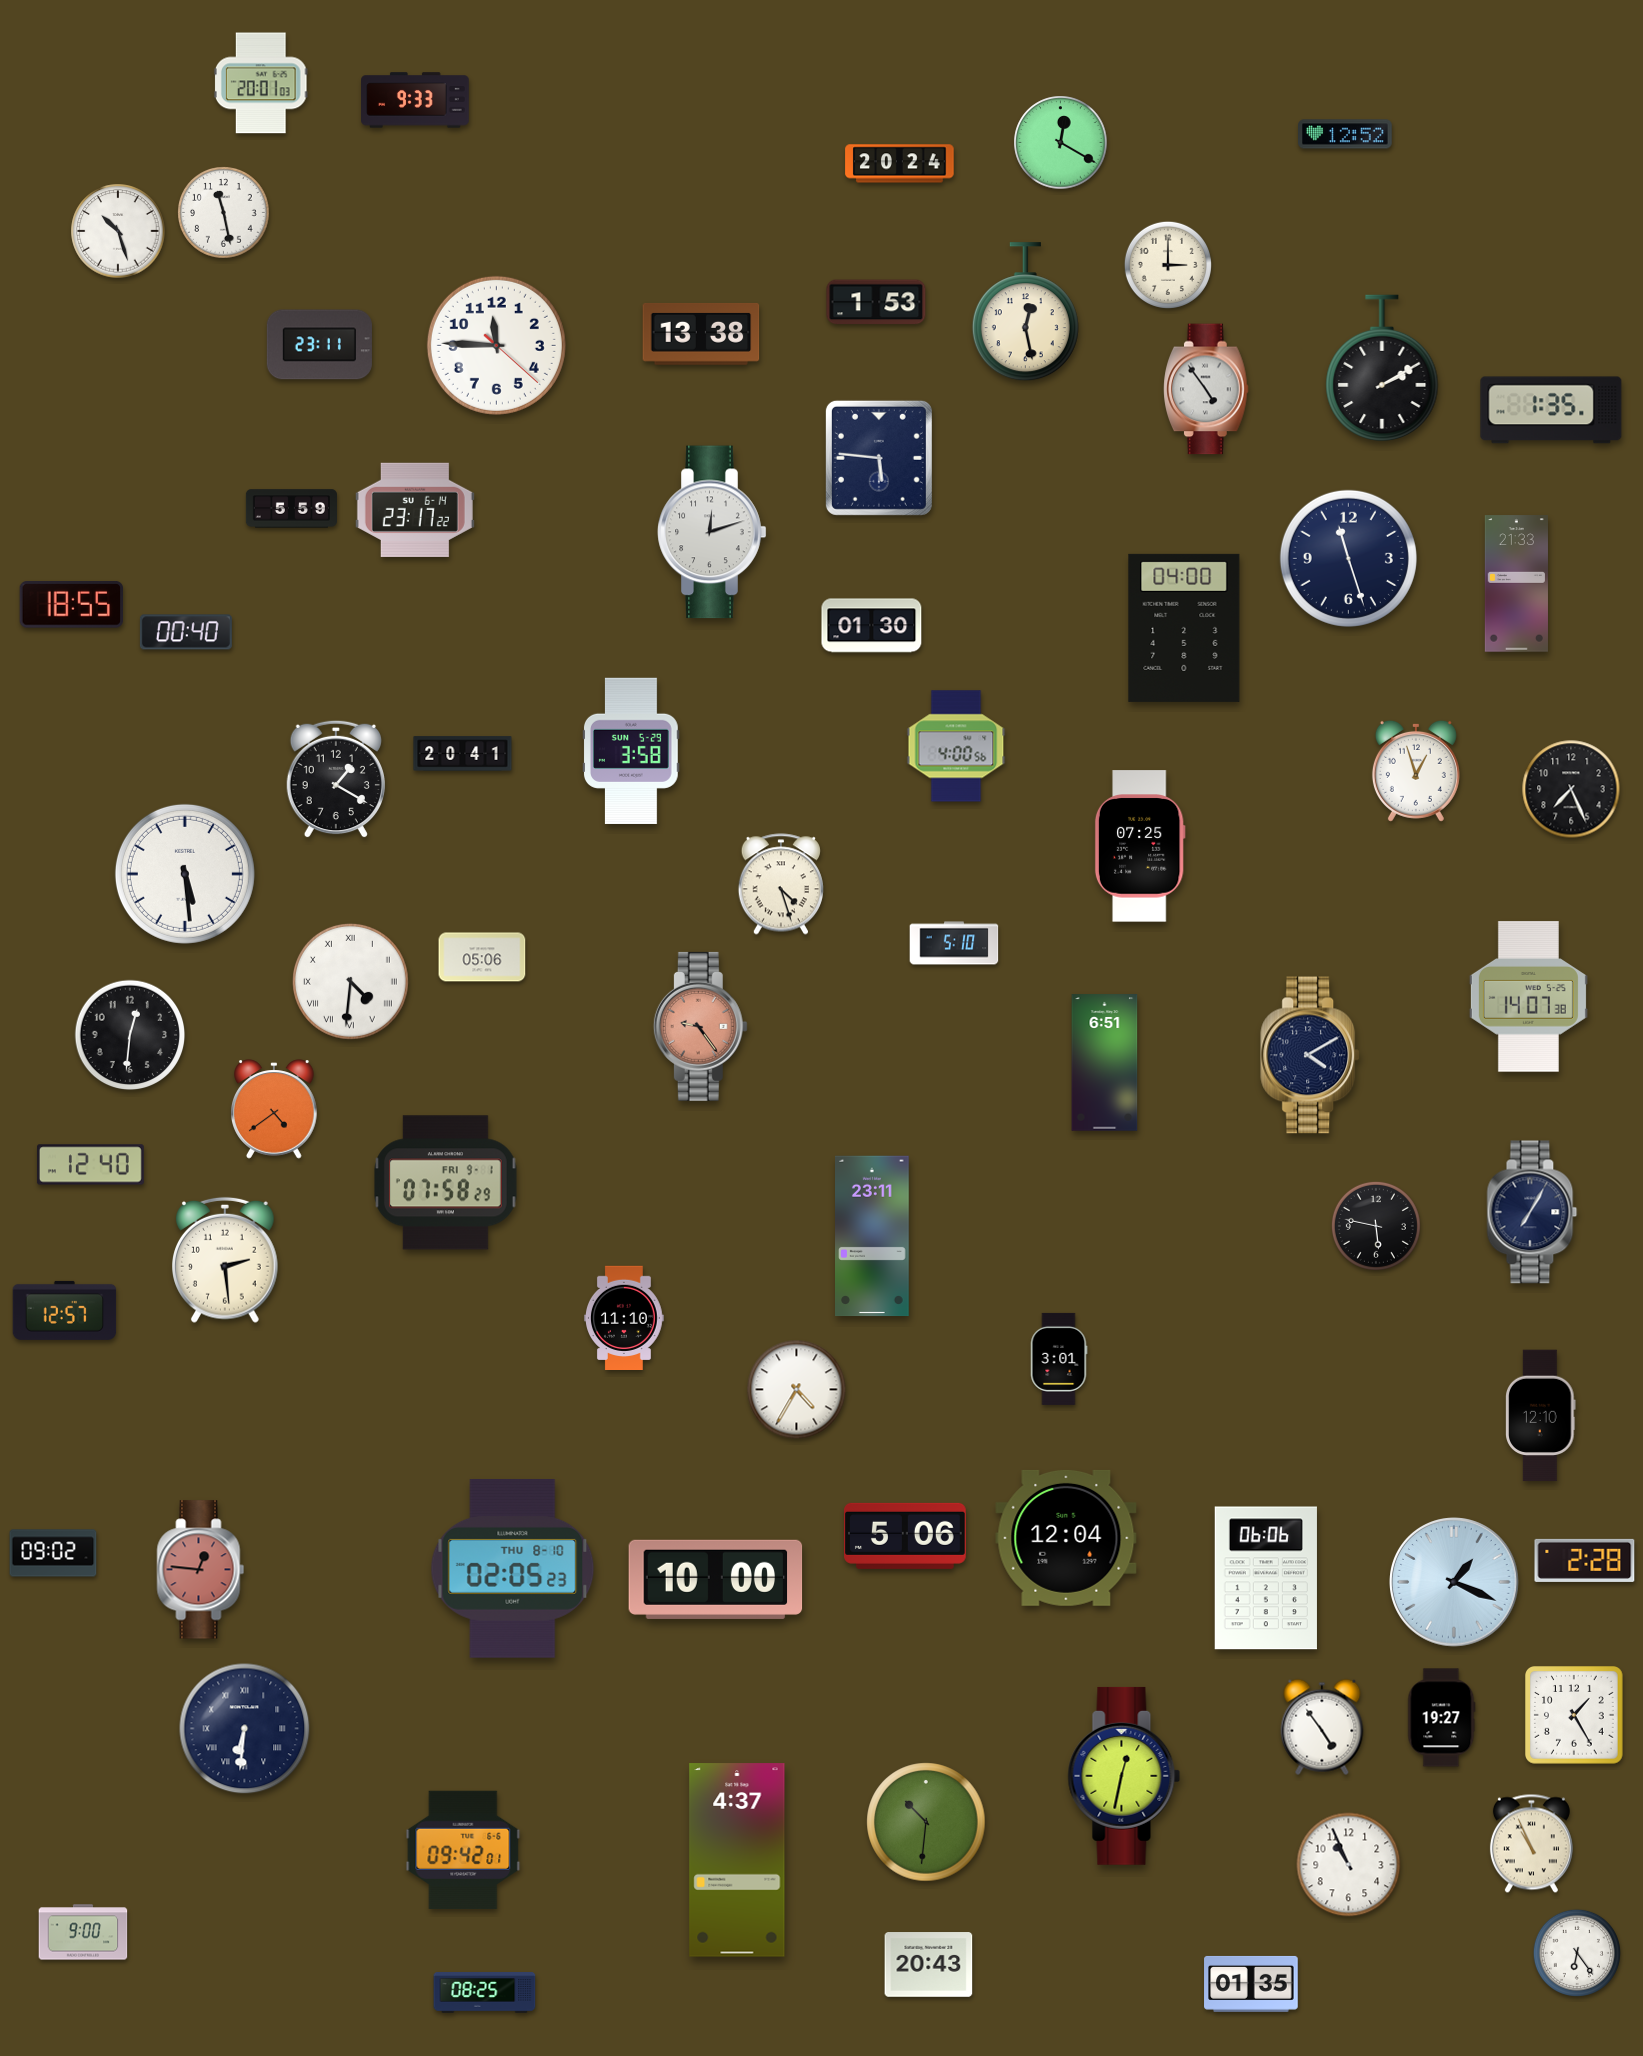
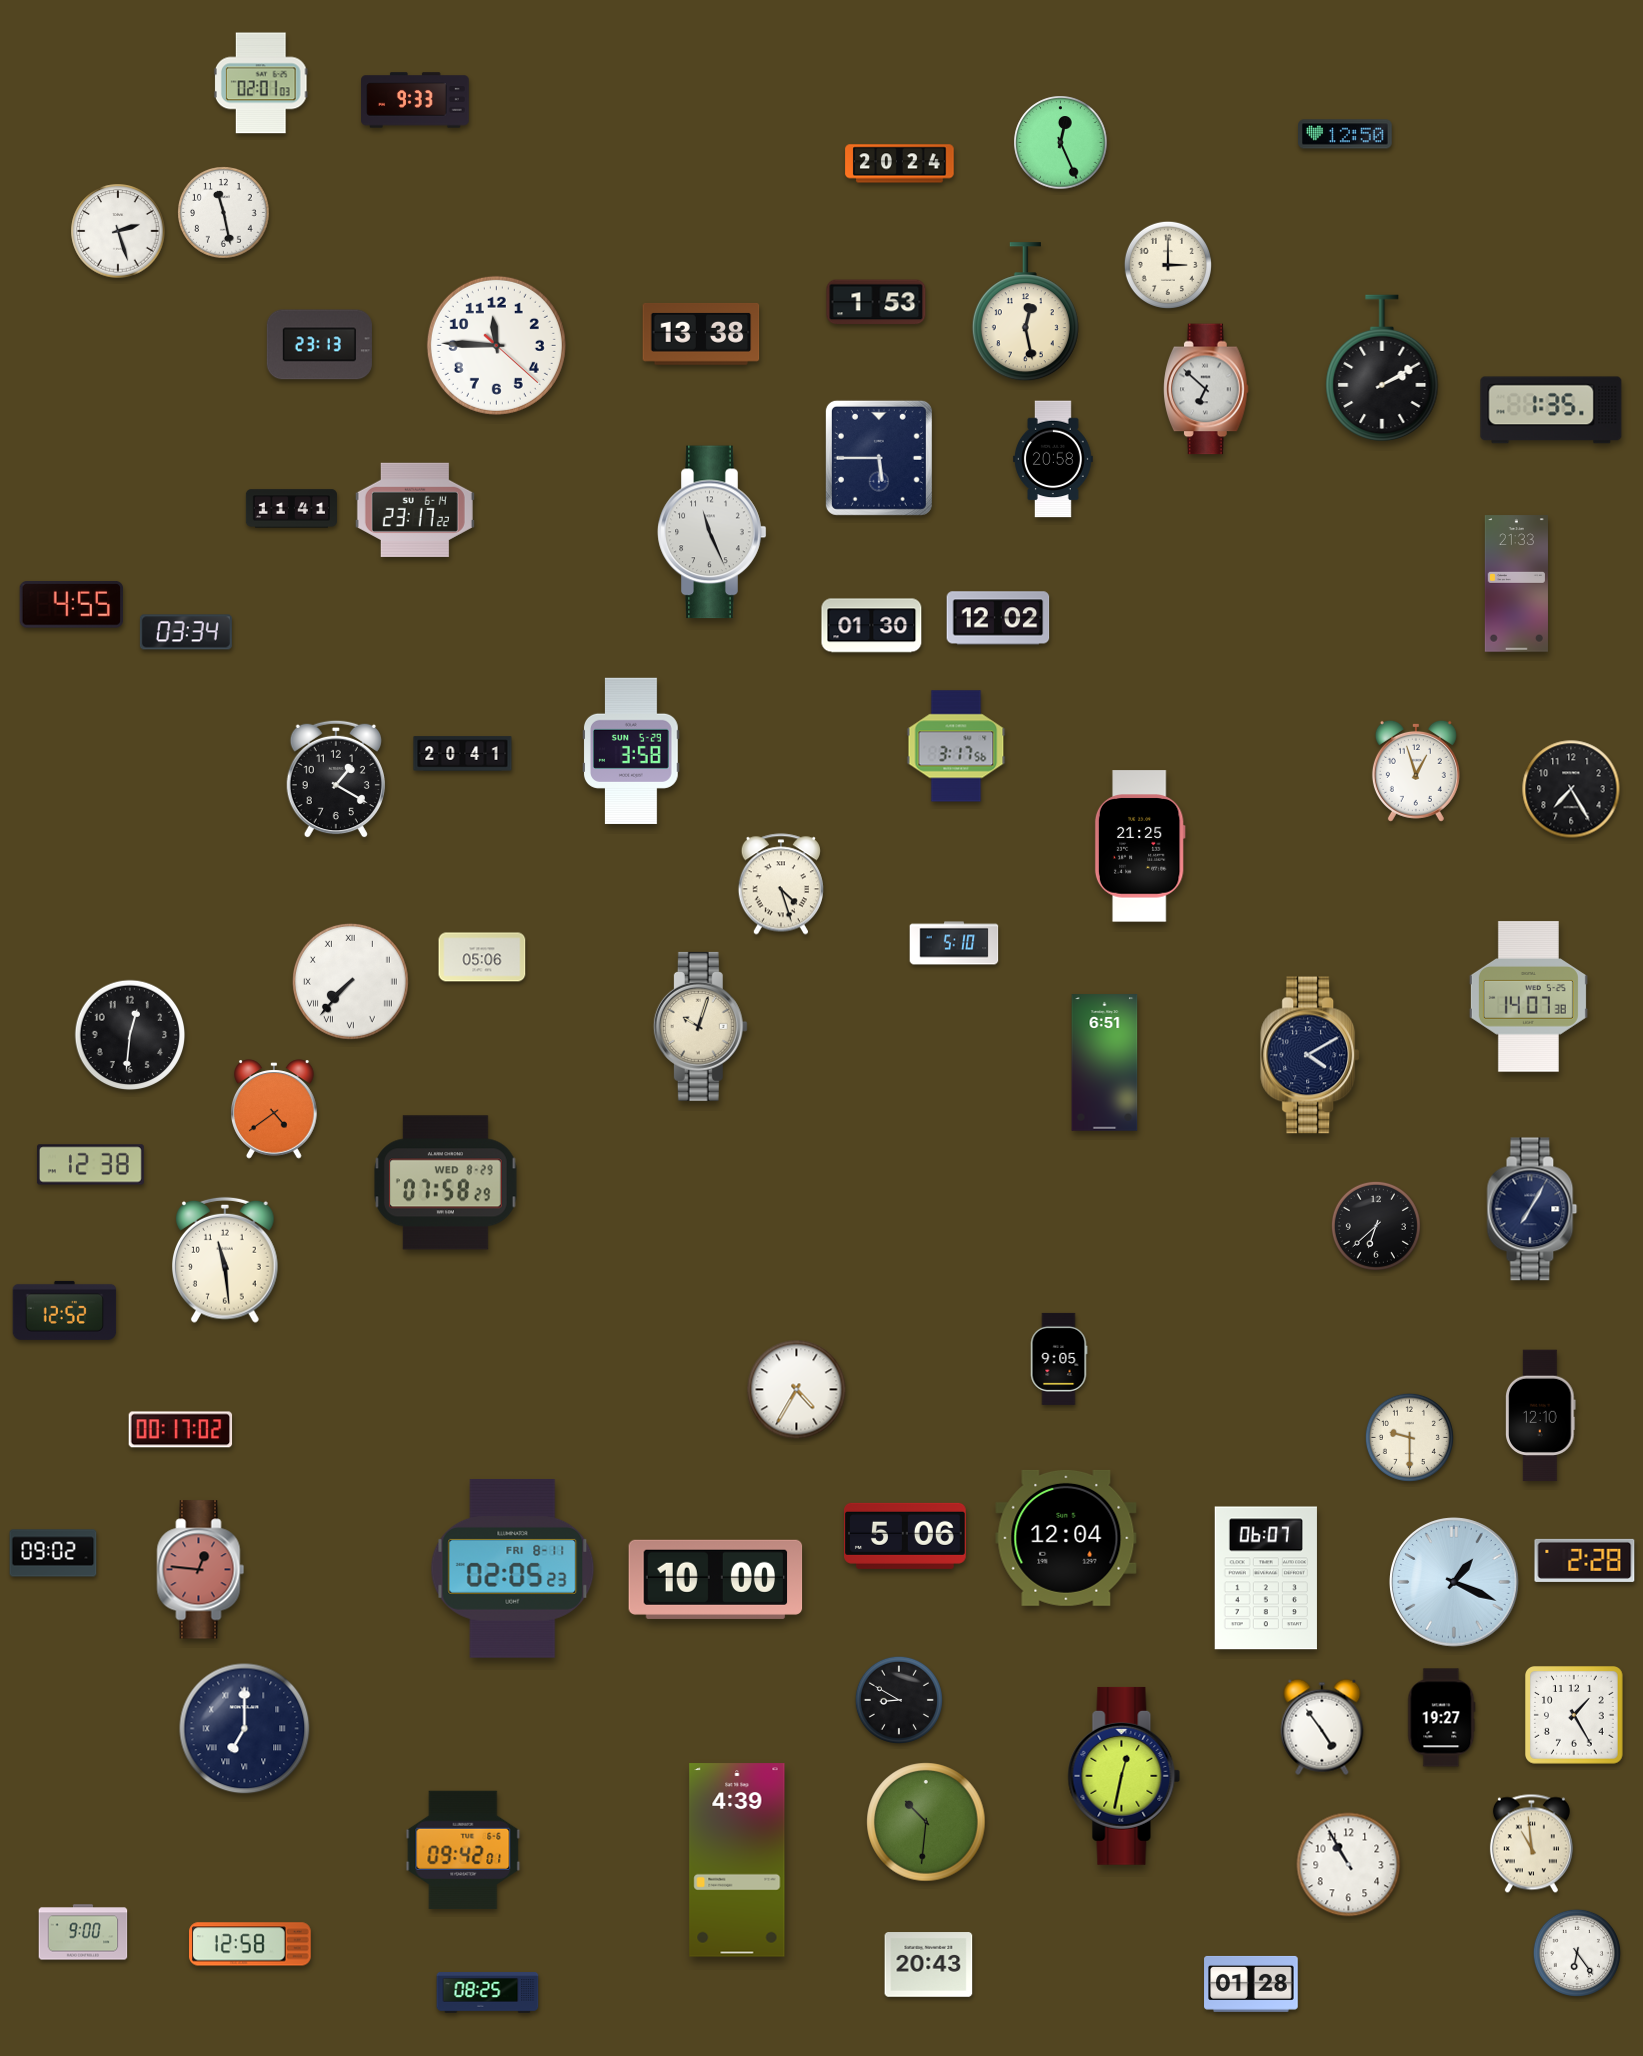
clock at (261, 83): 20:01 -> 02:01
clock at (1345, 134): 12:52 -> 12:50
clock at (1061, 143): 12:20 -> 12:26
clock at (118, 231): 10:27 -> 2:27
clock at (319, 345): 23:11 -> 23:13
clock at (1206, 389): 4:54 -> 6:52
clock at (879, 458): 5:46 -> 5:45
clock at (1053, 459): none -> 20:58
clock at (291, 509): 5:59 -> 11:41
clock at (712, 532): 12:12 -> 11:26
clock at (1348, 558): 11:27 -> none
clock at (71, 605): 18:55 -> 4:55
clock at (998, 618): none -> 12:02
clock at (1184, 628): 04:00 -> none
clock at (186, 632): 00:40 -> 03:34
clock at (956, 746): 4:00 -> 3:17
clock at (1571, 789): 7:26 -> 7:25
clock at (1140, 846): 07:25 -> 21:25
clock at (185, 874): 5:29 -> none
clock at (350, 981): 4:31 -> 7:37
clock at (700, 1026): 9:24 -> 10:03
clock at (700, 1026) dial: salmon -> cream
clock at (90, 1165): 12:40 -> 12:38
clock at (446, 1183) date: FRI 9-1 -> WED 8-29
clock at (1532, 1212) position: (1532, 1212) -> (1532, 1209)
clock at (1376, 1226): 5:47 -> 6:38
clock at (873, 1236): 23:11 -> none
clock at (226, 1260): 2:29 -> 11:29
clock at (65, 1310): 12:57 -> 12:52
clock at (625, 1318): 11:10 -> none
clock at (1059, 1359): 3:01 -> 9:05
clock at (181, 1430): none -> 00:17
clock at (1409, 1437): none -> 9:30
clock at (513, 1569) date: THU 8-10 -> FRI 8-11
clock at (1266, 1578): 06:06 -> 06:07
clock at (899, 1700): none -> 8:50
clock at (245, 1729): 6:31 -> 7:00
clock at (1531, 1844): 10:56 -> 10:59
clock at (737, 1860): 4:37 -> 4:39
clock at (1349, 1865): 10:56 -> 10:55
clock at (251, 1944): none -> 12:58
clock at (1251, 1984): 01:35 -> 01:28
clock at (485, 1993) position: (485, 1993) -> (488, 1993)
